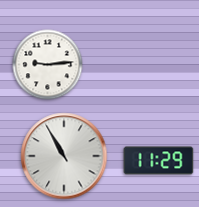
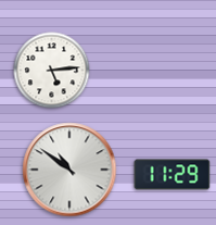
clock at (48, 65): 9:14 -> 5:14
clock at (64, 156): 10:55 -> 10:51
